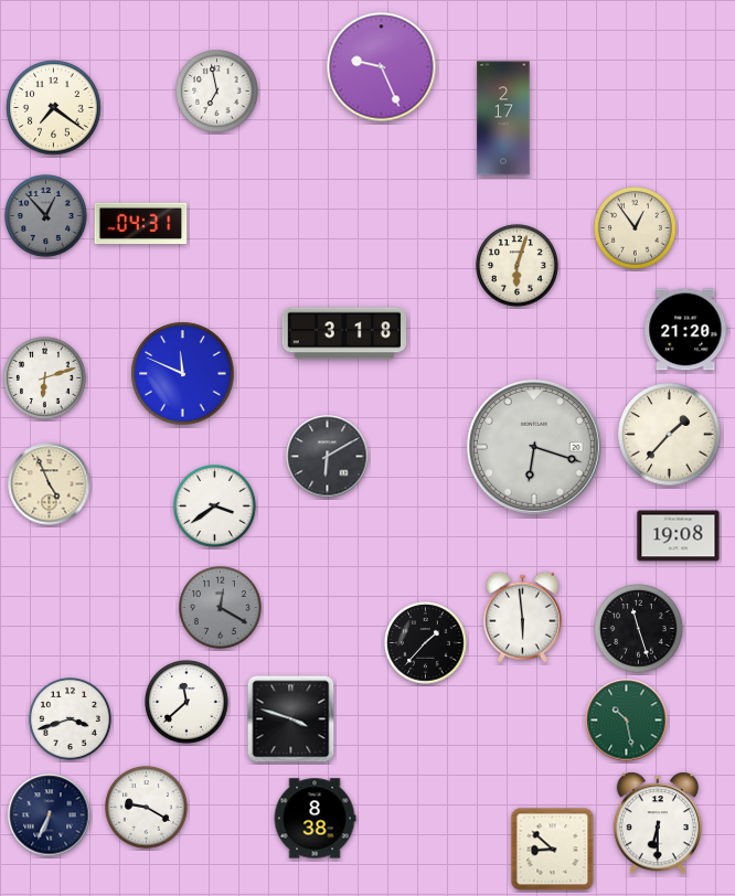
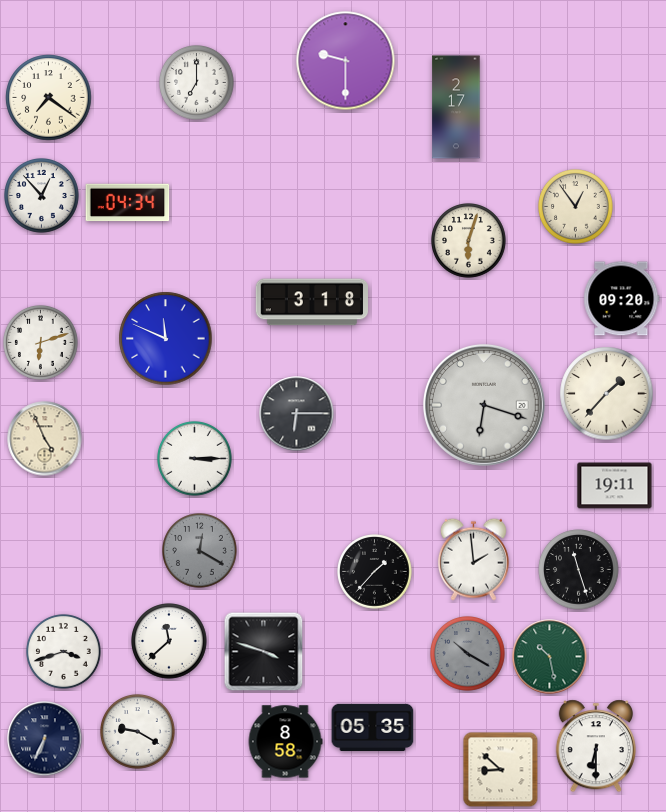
clock at (382, 67): 9:26 -> 9:30
clock at (217, 92): 6:58 -> 7:00
clock at (46, 216) dial: grey -> white
clock at (141, 224): 04:31 -> 04:34
clock at (686, 330): 21:20 -> 09:20
clock at (328, 457): 6:10 -> 6:15
clock at (215, 506): 3:39 -> 3:15
clock at (679, 536): 19:08 -> 19:11
clock at (522, 617): 5:59 -> 1:59
clock at (426, 643) position: (426, 643) -> (375, 572)
clock at (187, 702) position: (187, 702) -> (169, 641)
clock at (627, 721) position: (627, 721) -> (550, 657)
clock at (468, 654): none -> 10:20
clock at (373, 727): none -> 05:35
clock at (147, 808) position: (147, 808) -> (138, 732)
clock at (315, 819): 8:38 -> 8:58
